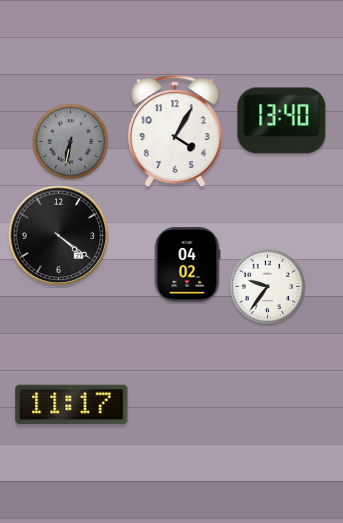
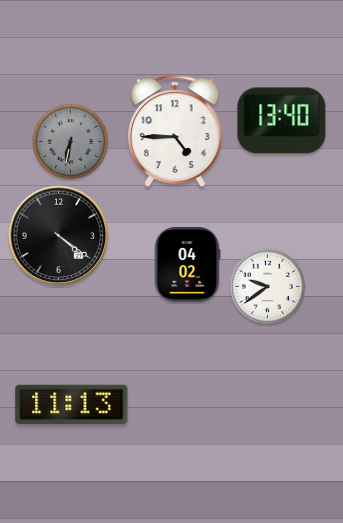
clock at (175, 131): 4:05 -> 4:45
clock at (268, 287): 9:36 -> 9:39
clock at (72, 404): 11:17 -> 11:13
